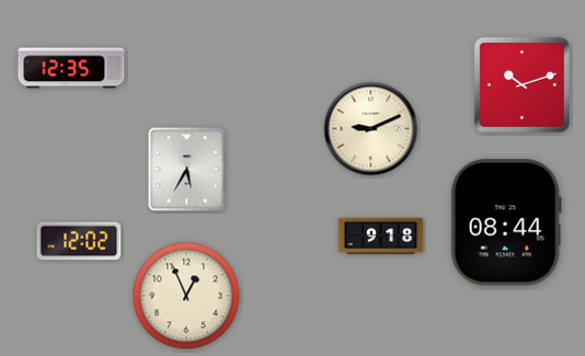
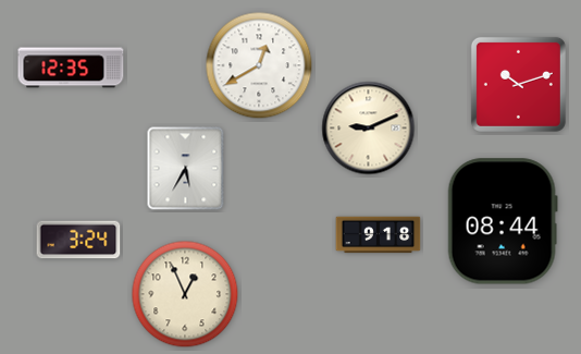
clock at (259, 65): none -> 12:40
clock at (79, 241): 12:02 -> 3:24
